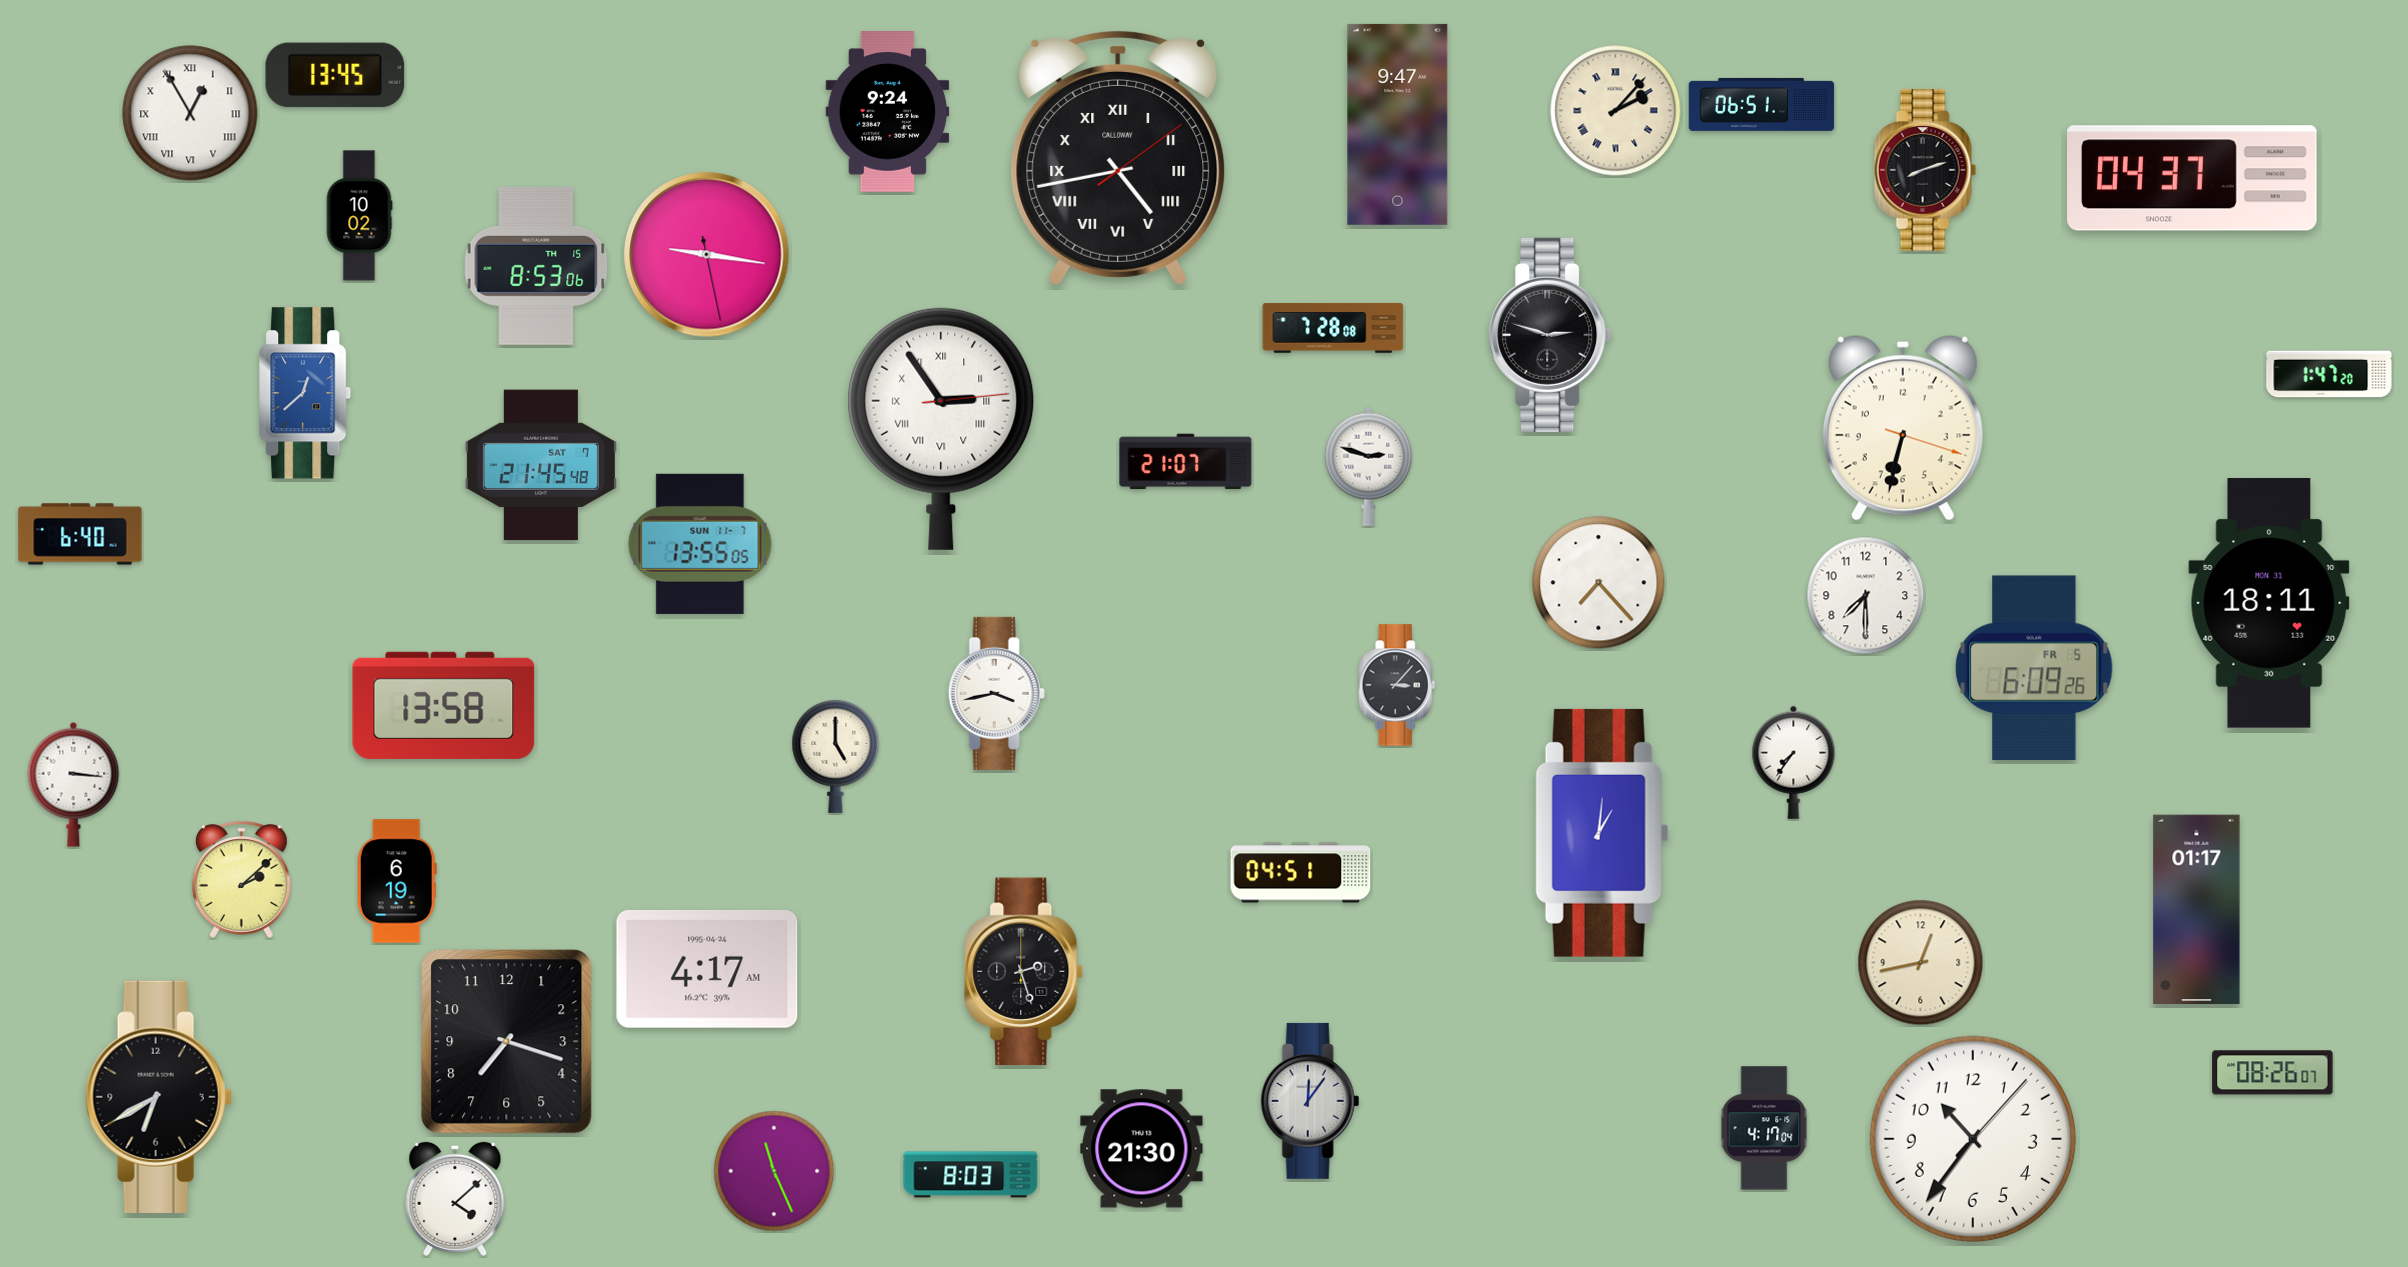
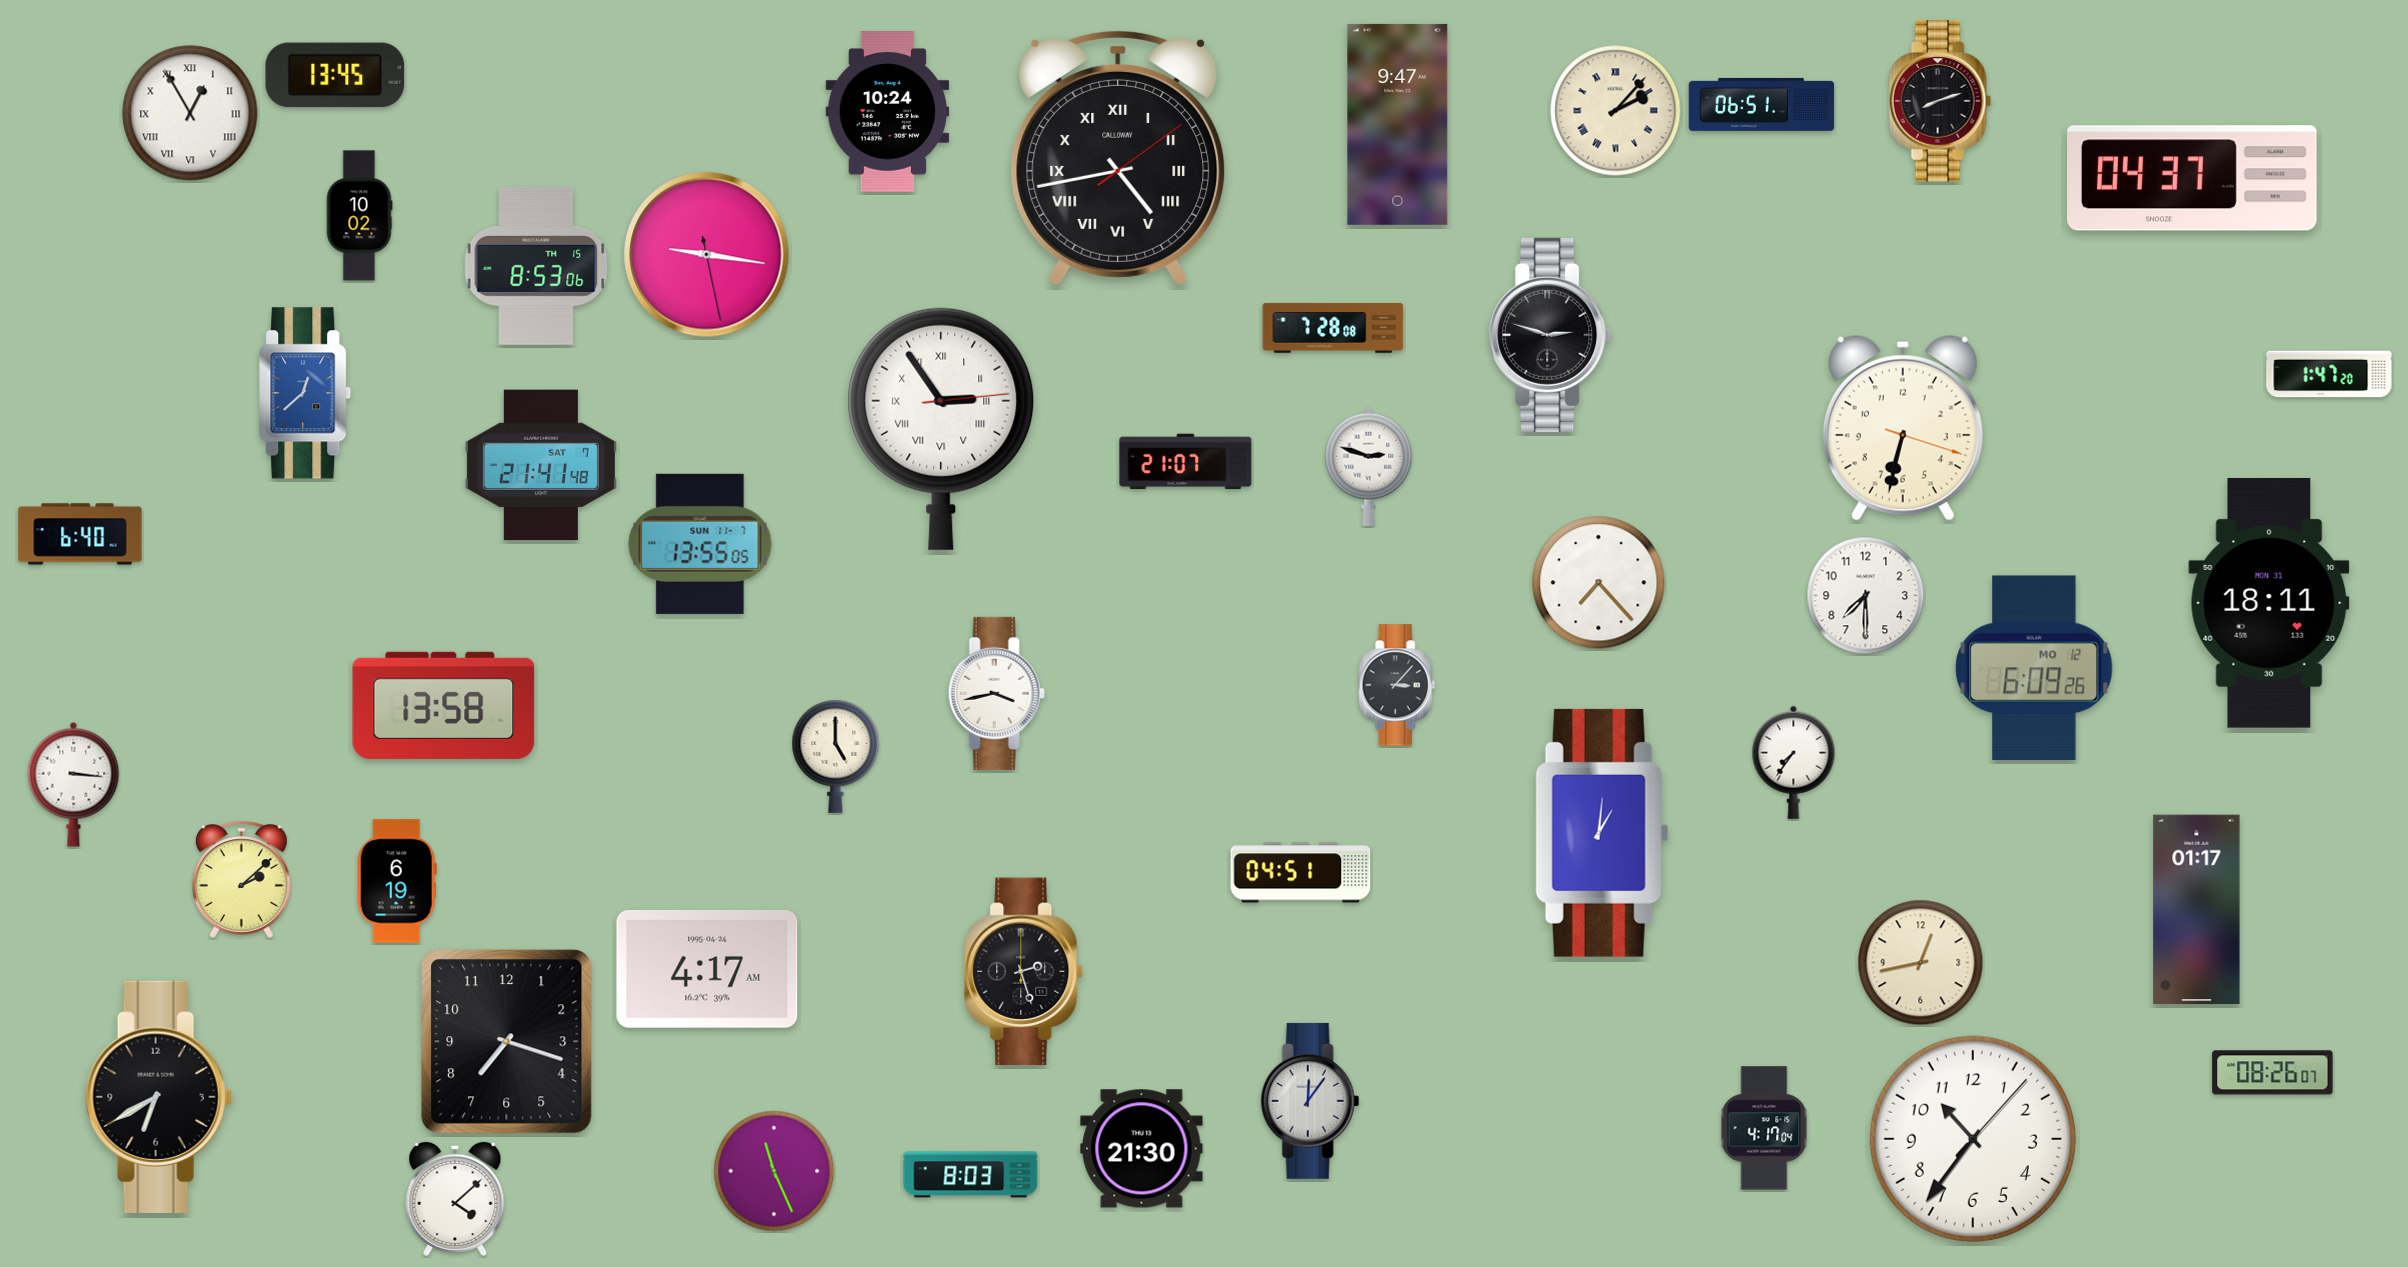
clock at (888, 112): 9:24 -> 10:24
clock at (1925, 170) position: (1925, 170) -> (1940, 101)
clock at (541, 465): 21:45 -> 21:41
clock at (2034, 668) date: FR 5 -> MO 12
